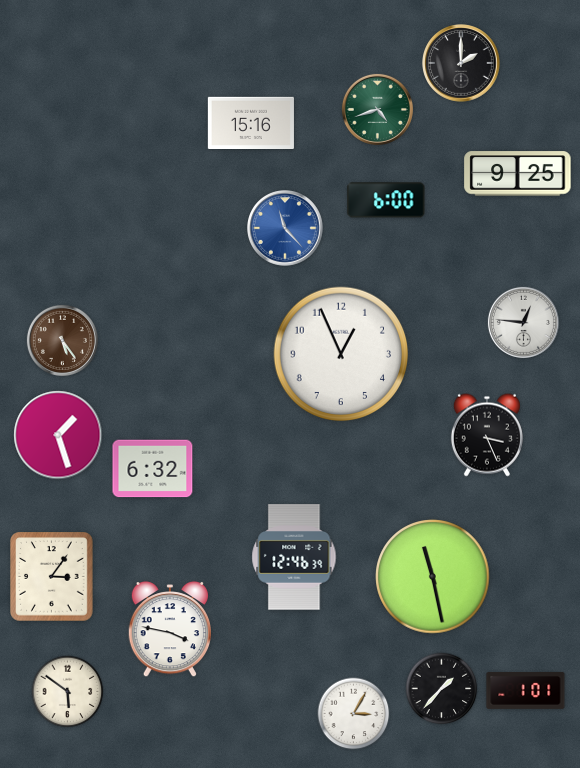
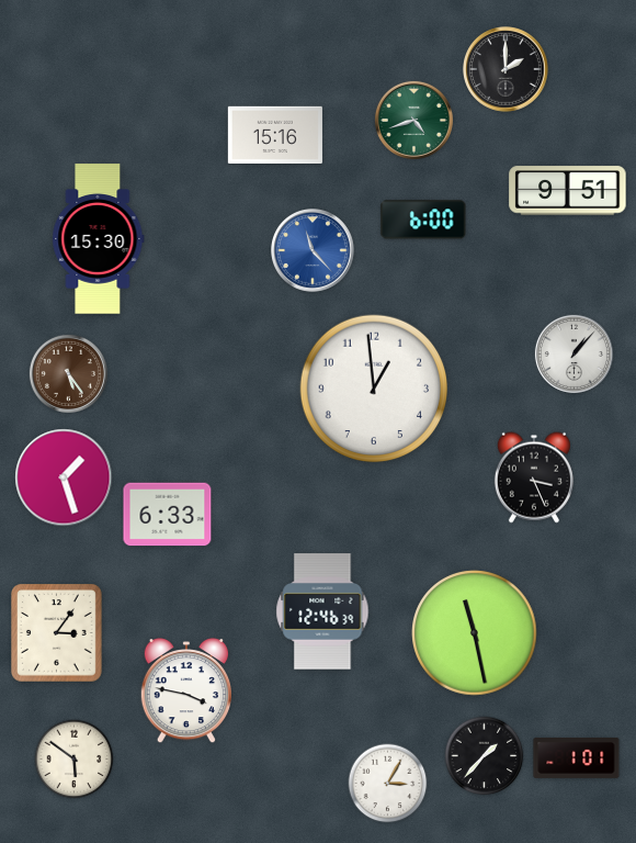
clock at (518, 174): 9:25 -> 9:51
clock at (99, 239): none -> 15:30
clock at (523, 322): 12:46 -> 1:07
clock at (341, 354): 12:56 -> 12:59
clock at (153, 469): 6:32 -> 6:33
